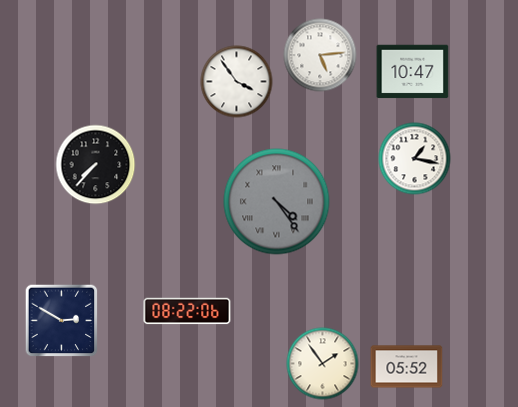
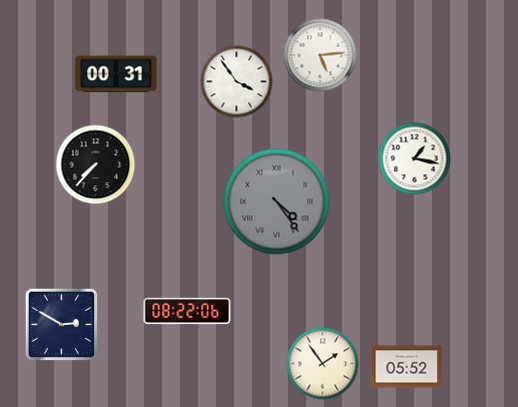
clock at (413, 72): 10:47 -> none
clock at (116, 74): none -> 00:31
clock at (62, 321) position: (62, 321) -> (62, 325)
